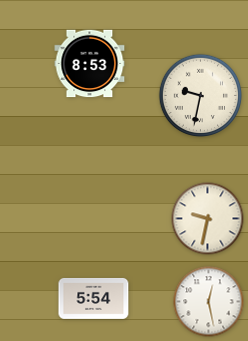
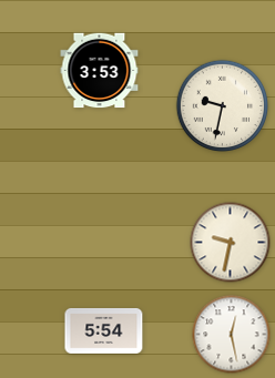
clock at (90, 64): 8:53 -> 3:53
